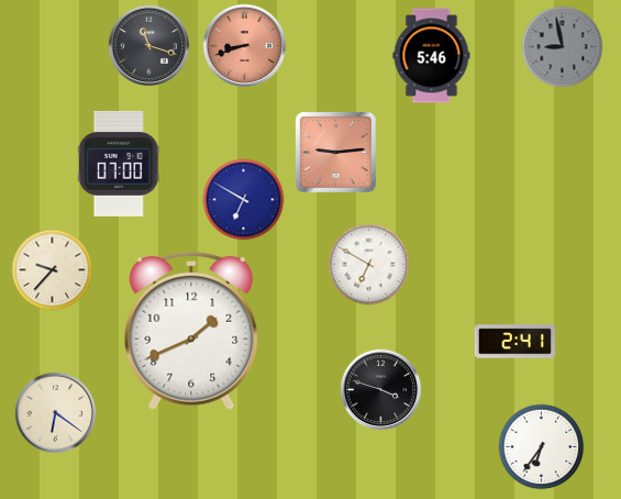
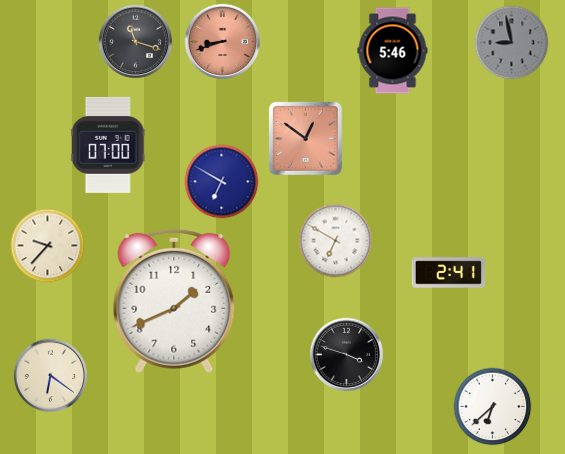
clock at (335, 152): 9:14 -> 12:51
clock at (119, 164) position: (119, 164) -> (108, 145)
clock at (514, 342) position: (514, 342) -> (448, 273)
clock at (542, 447): 6:36 -> 6:38
